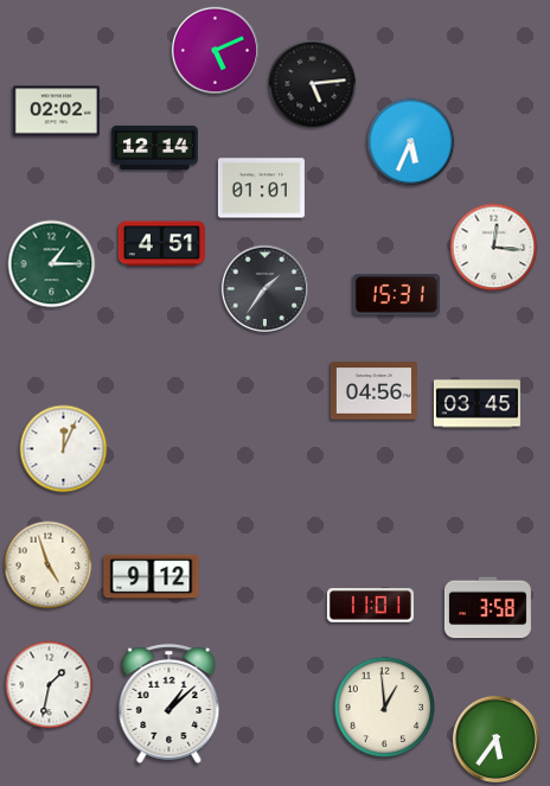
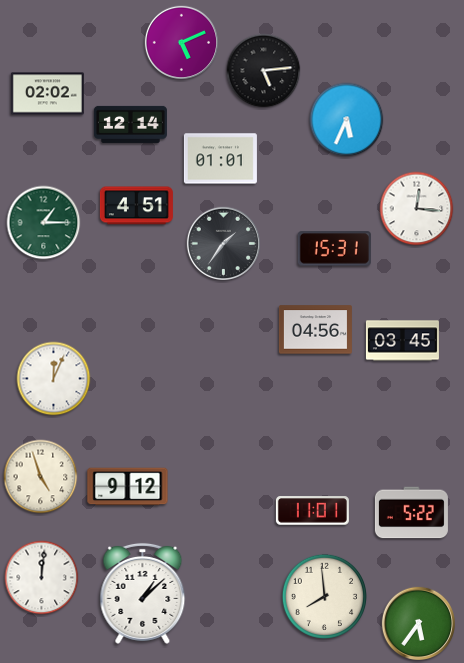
clock at (487, 608): 3:58 -> 5:22
clock at (50, 685): 1:32 -> 12:01
clock at (384, 707): 12:59 -> 7:59
